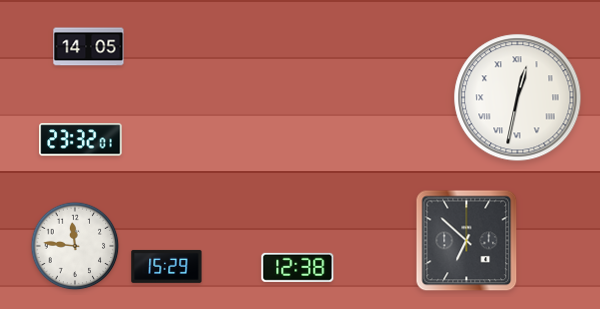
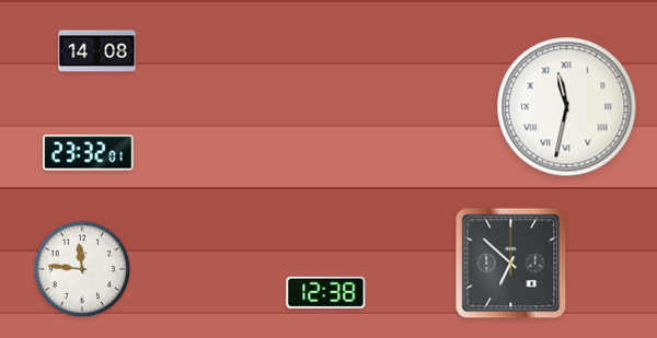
clock at (89, 47): 14:05 -> 14:08
clock at (518, 98): 12:32 -> 11:32
clock at (167, 266): 15:29 -> none
